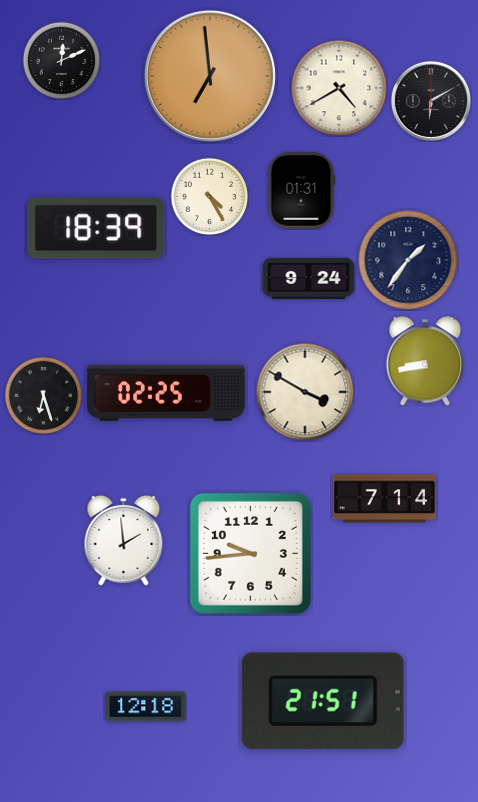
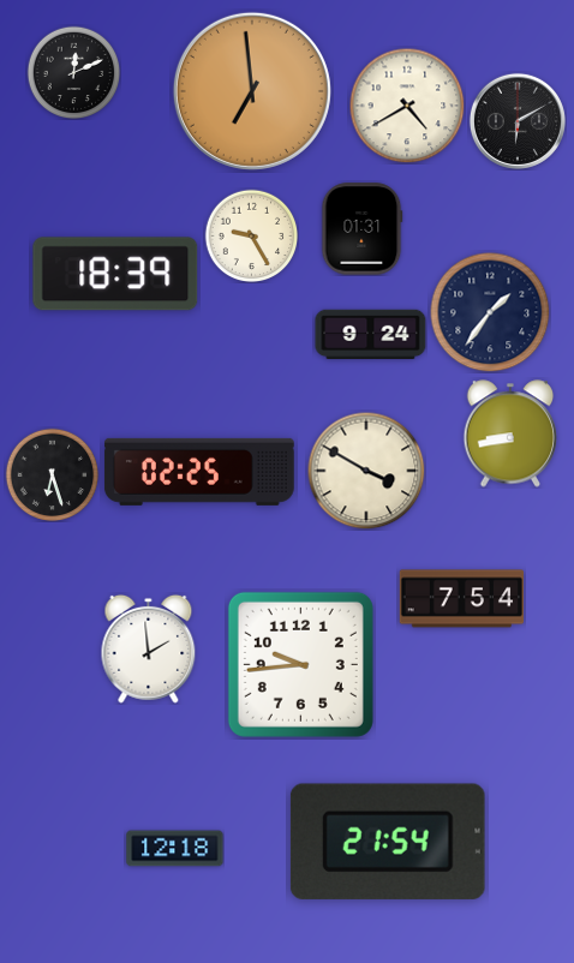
clock at (209, 196): 4:25 -> 9:25
clock at (385, 499): 7:14 -> 7:54
clock at (323, 701): 21:51 -> 21:54
